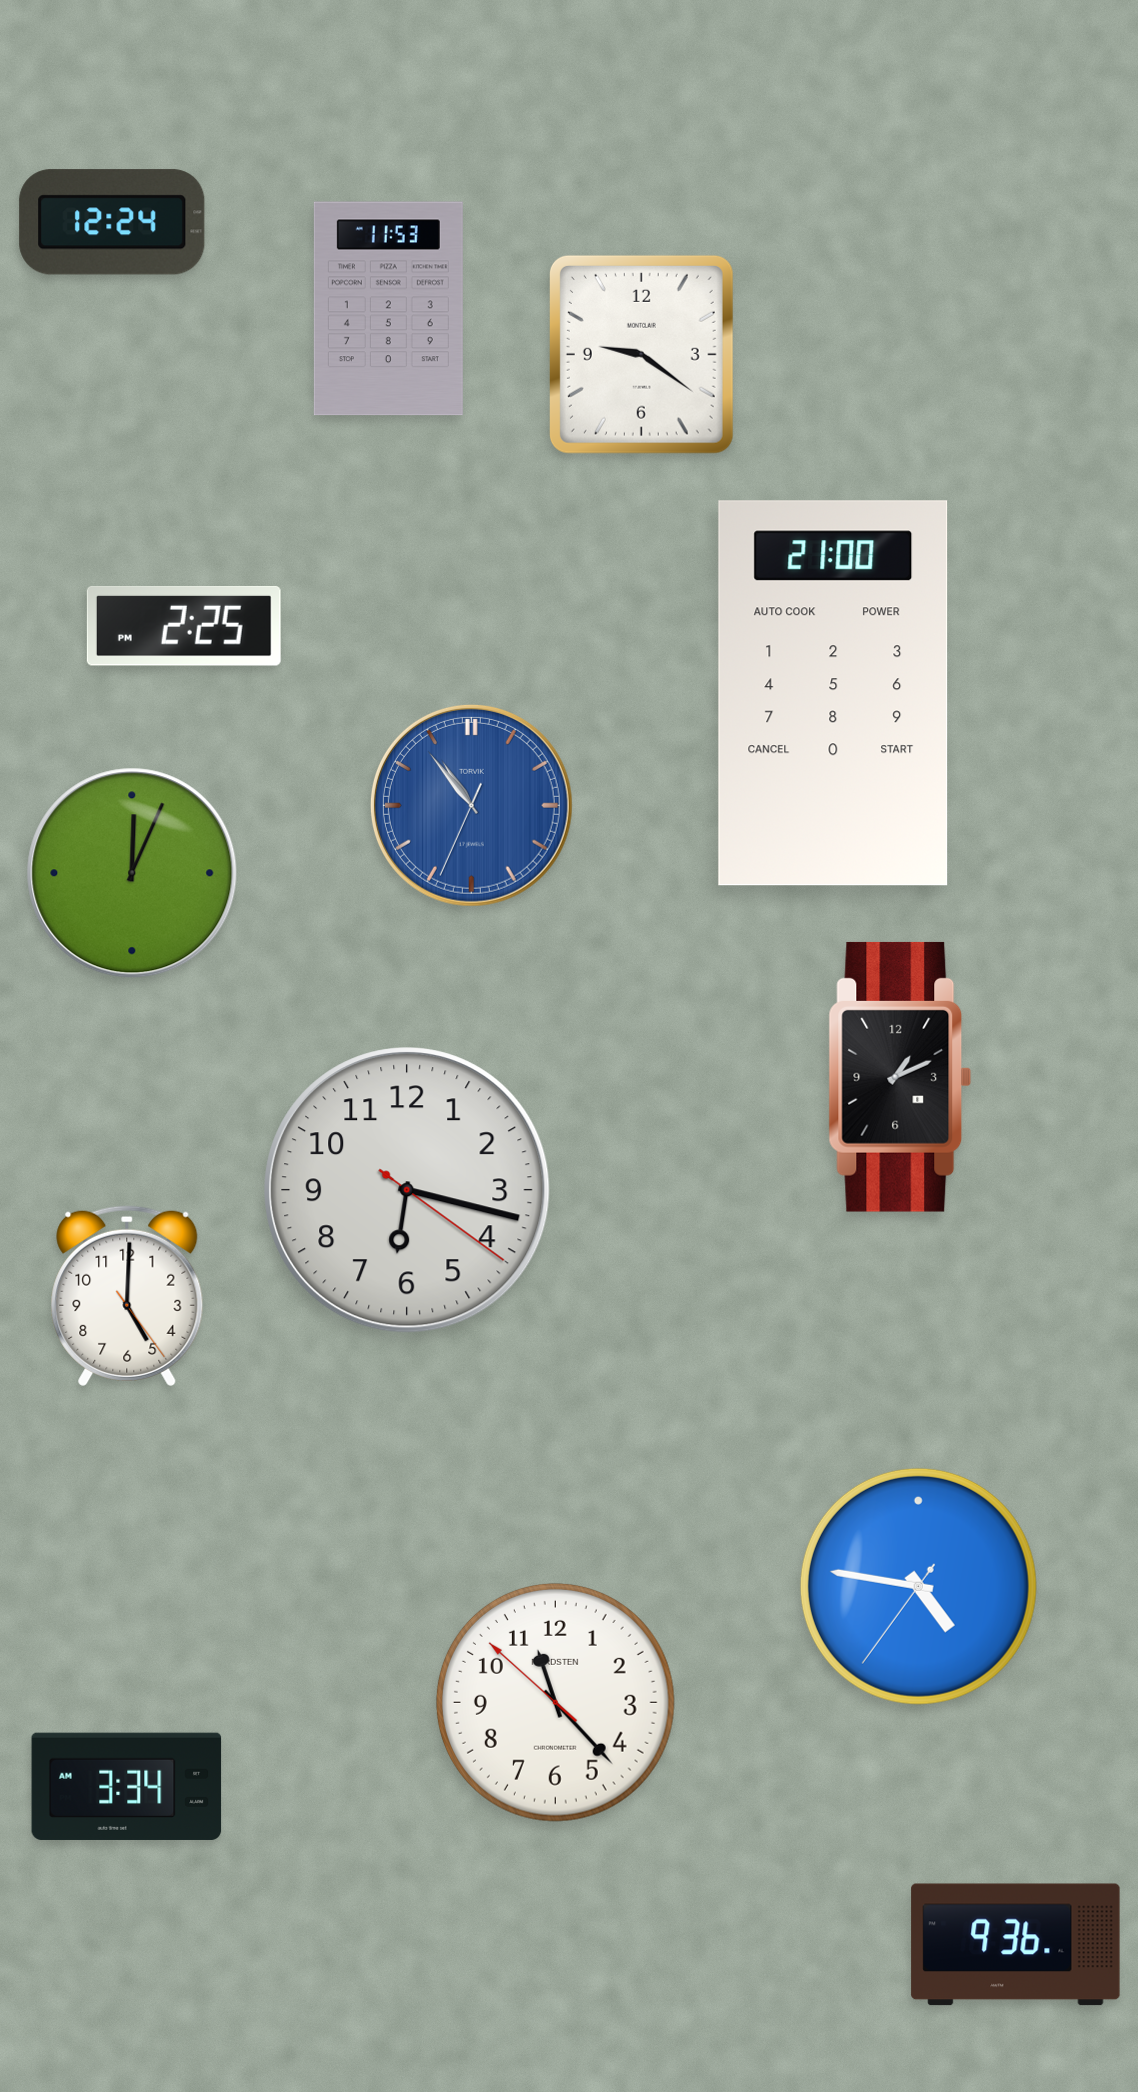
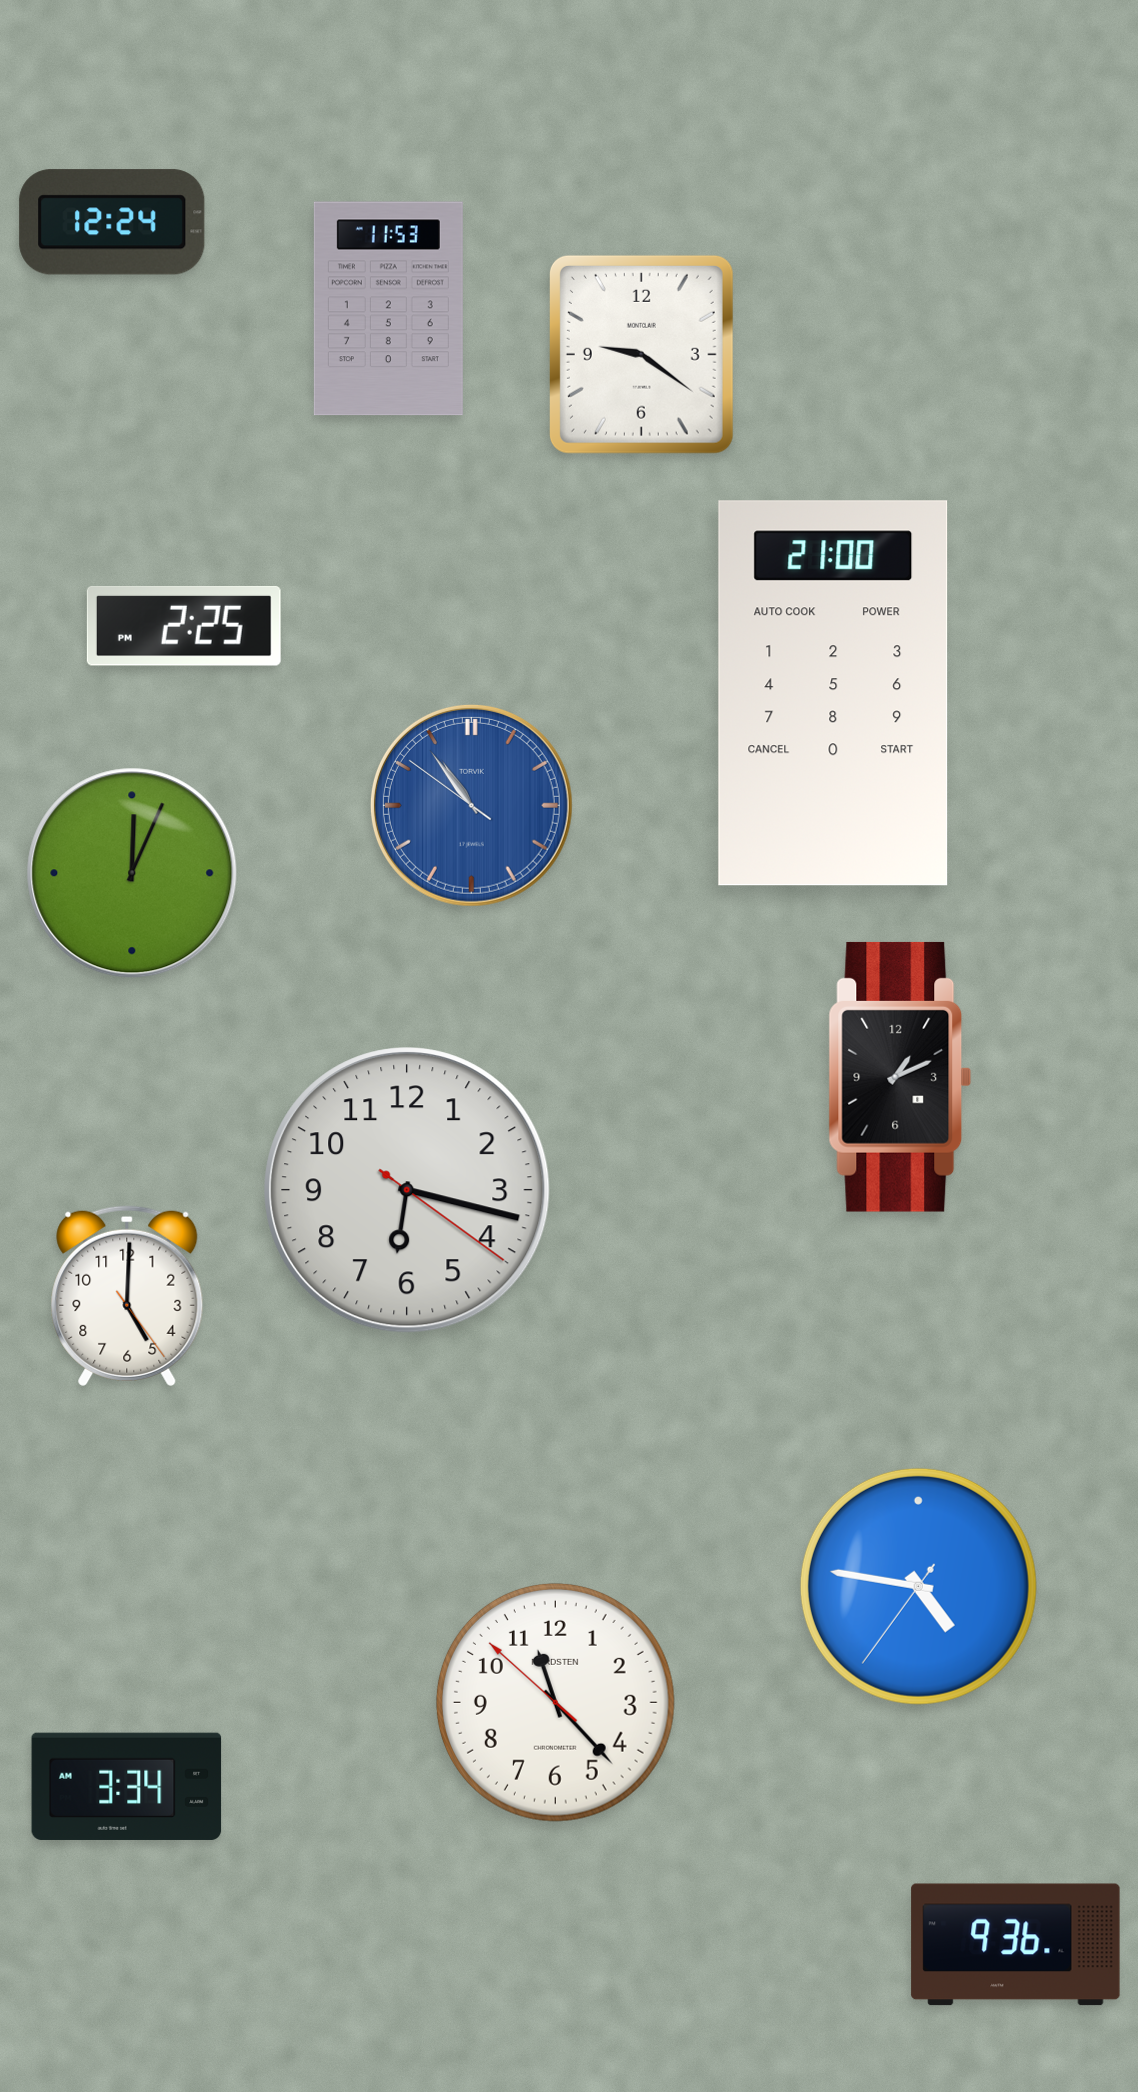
clock at (471, 805): 10:53:34 -> 10:53:51
